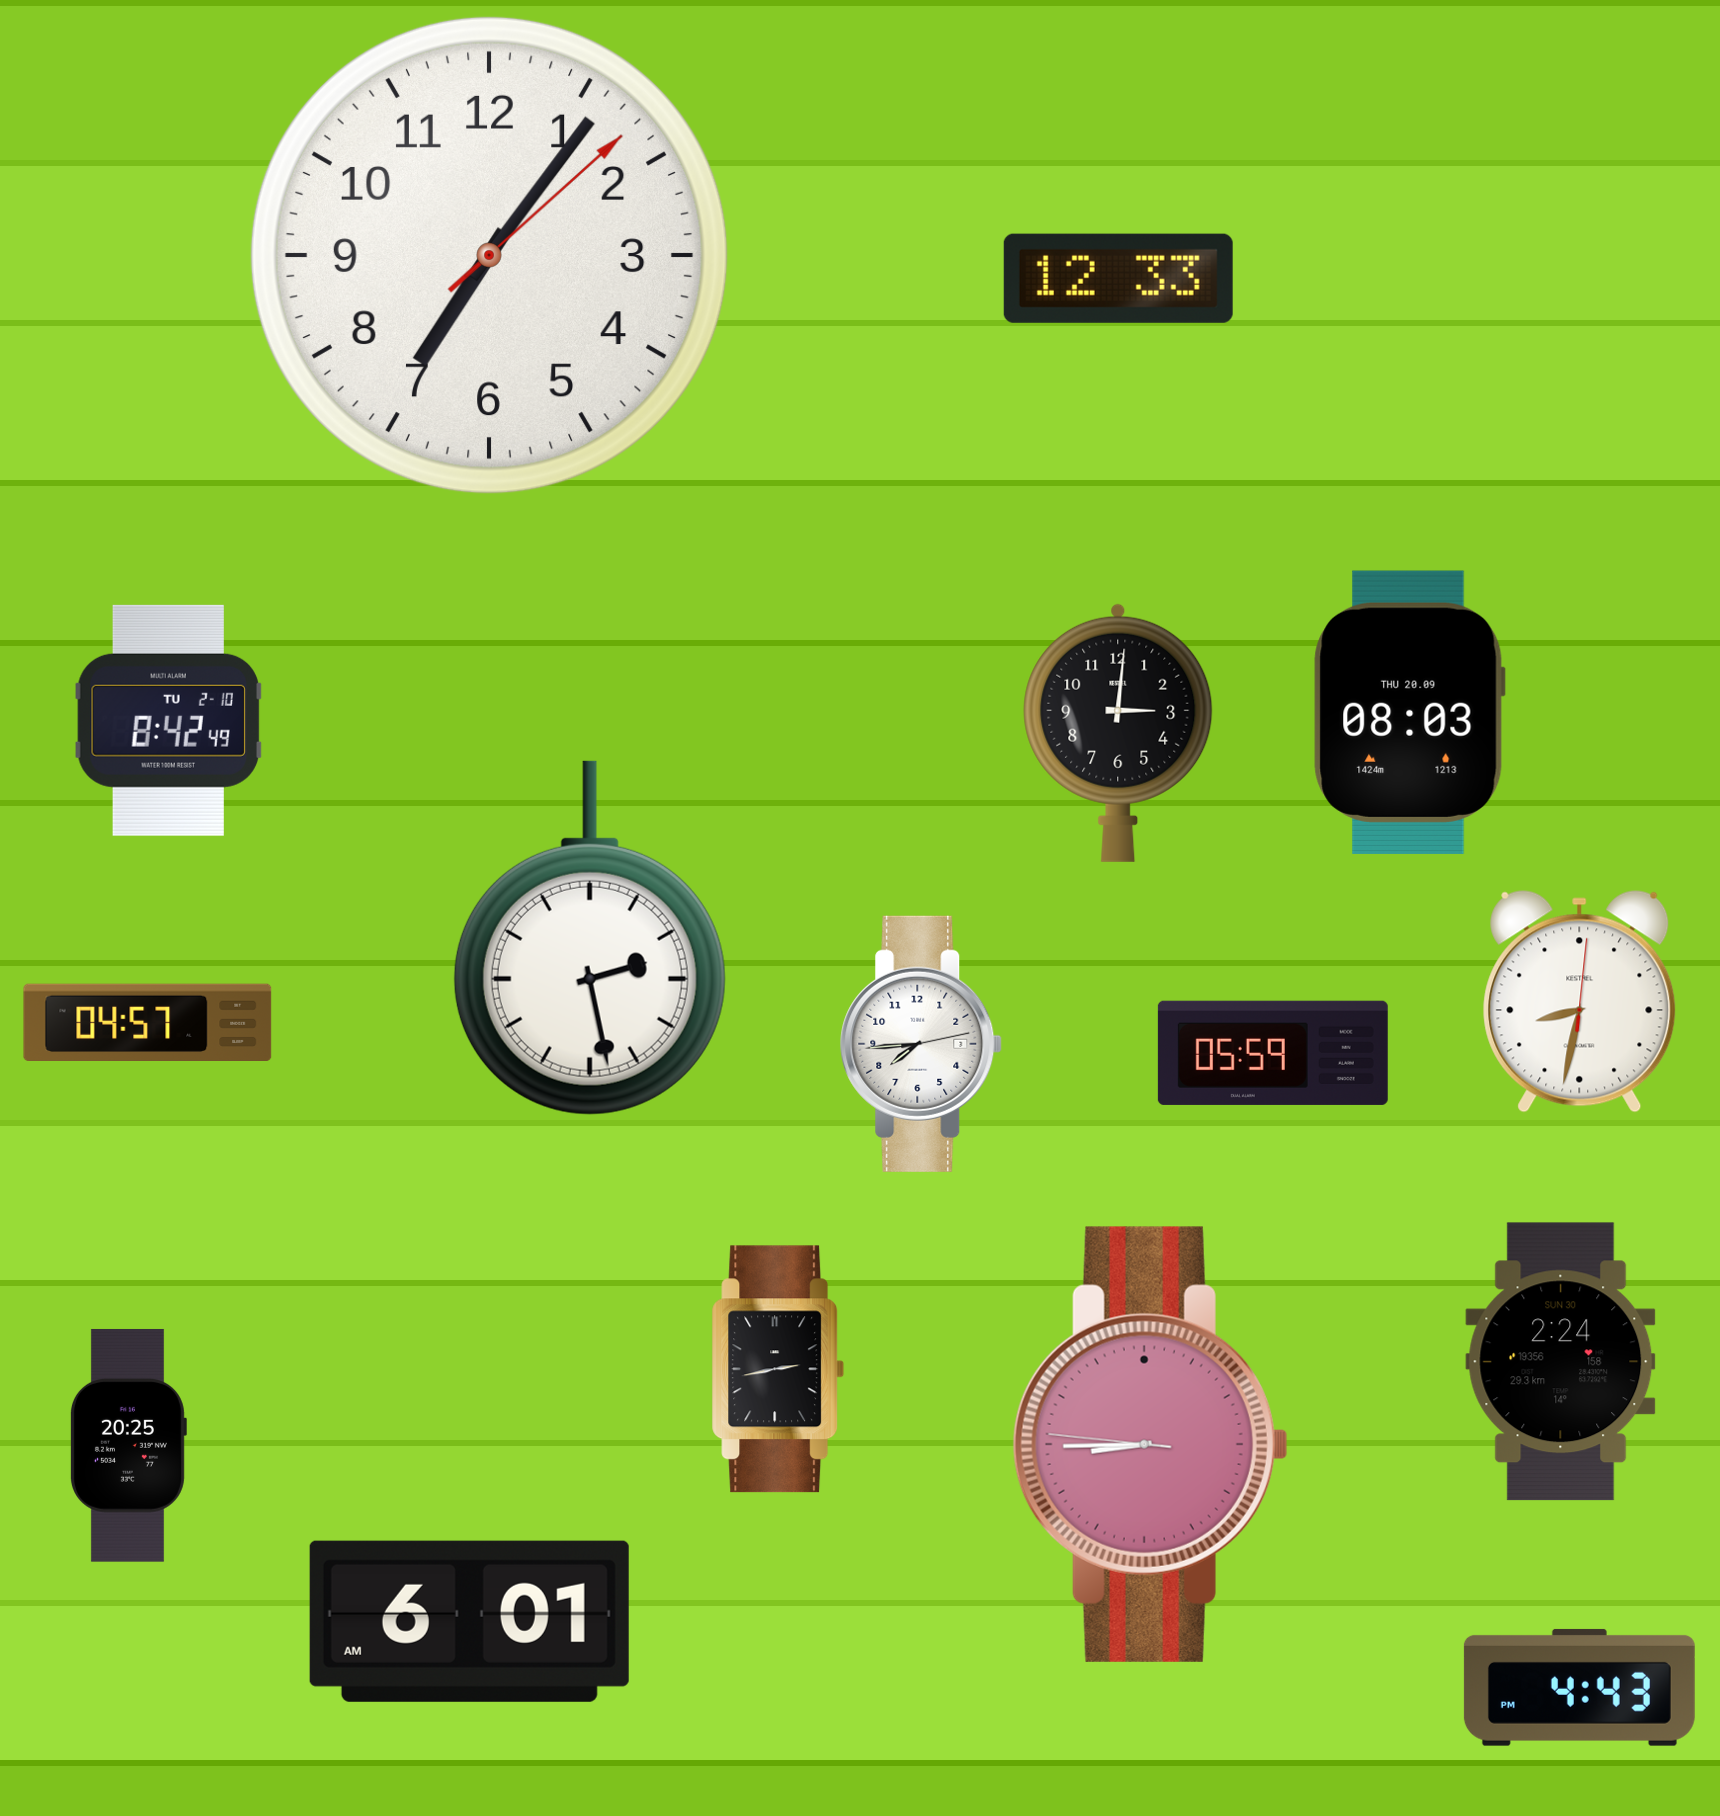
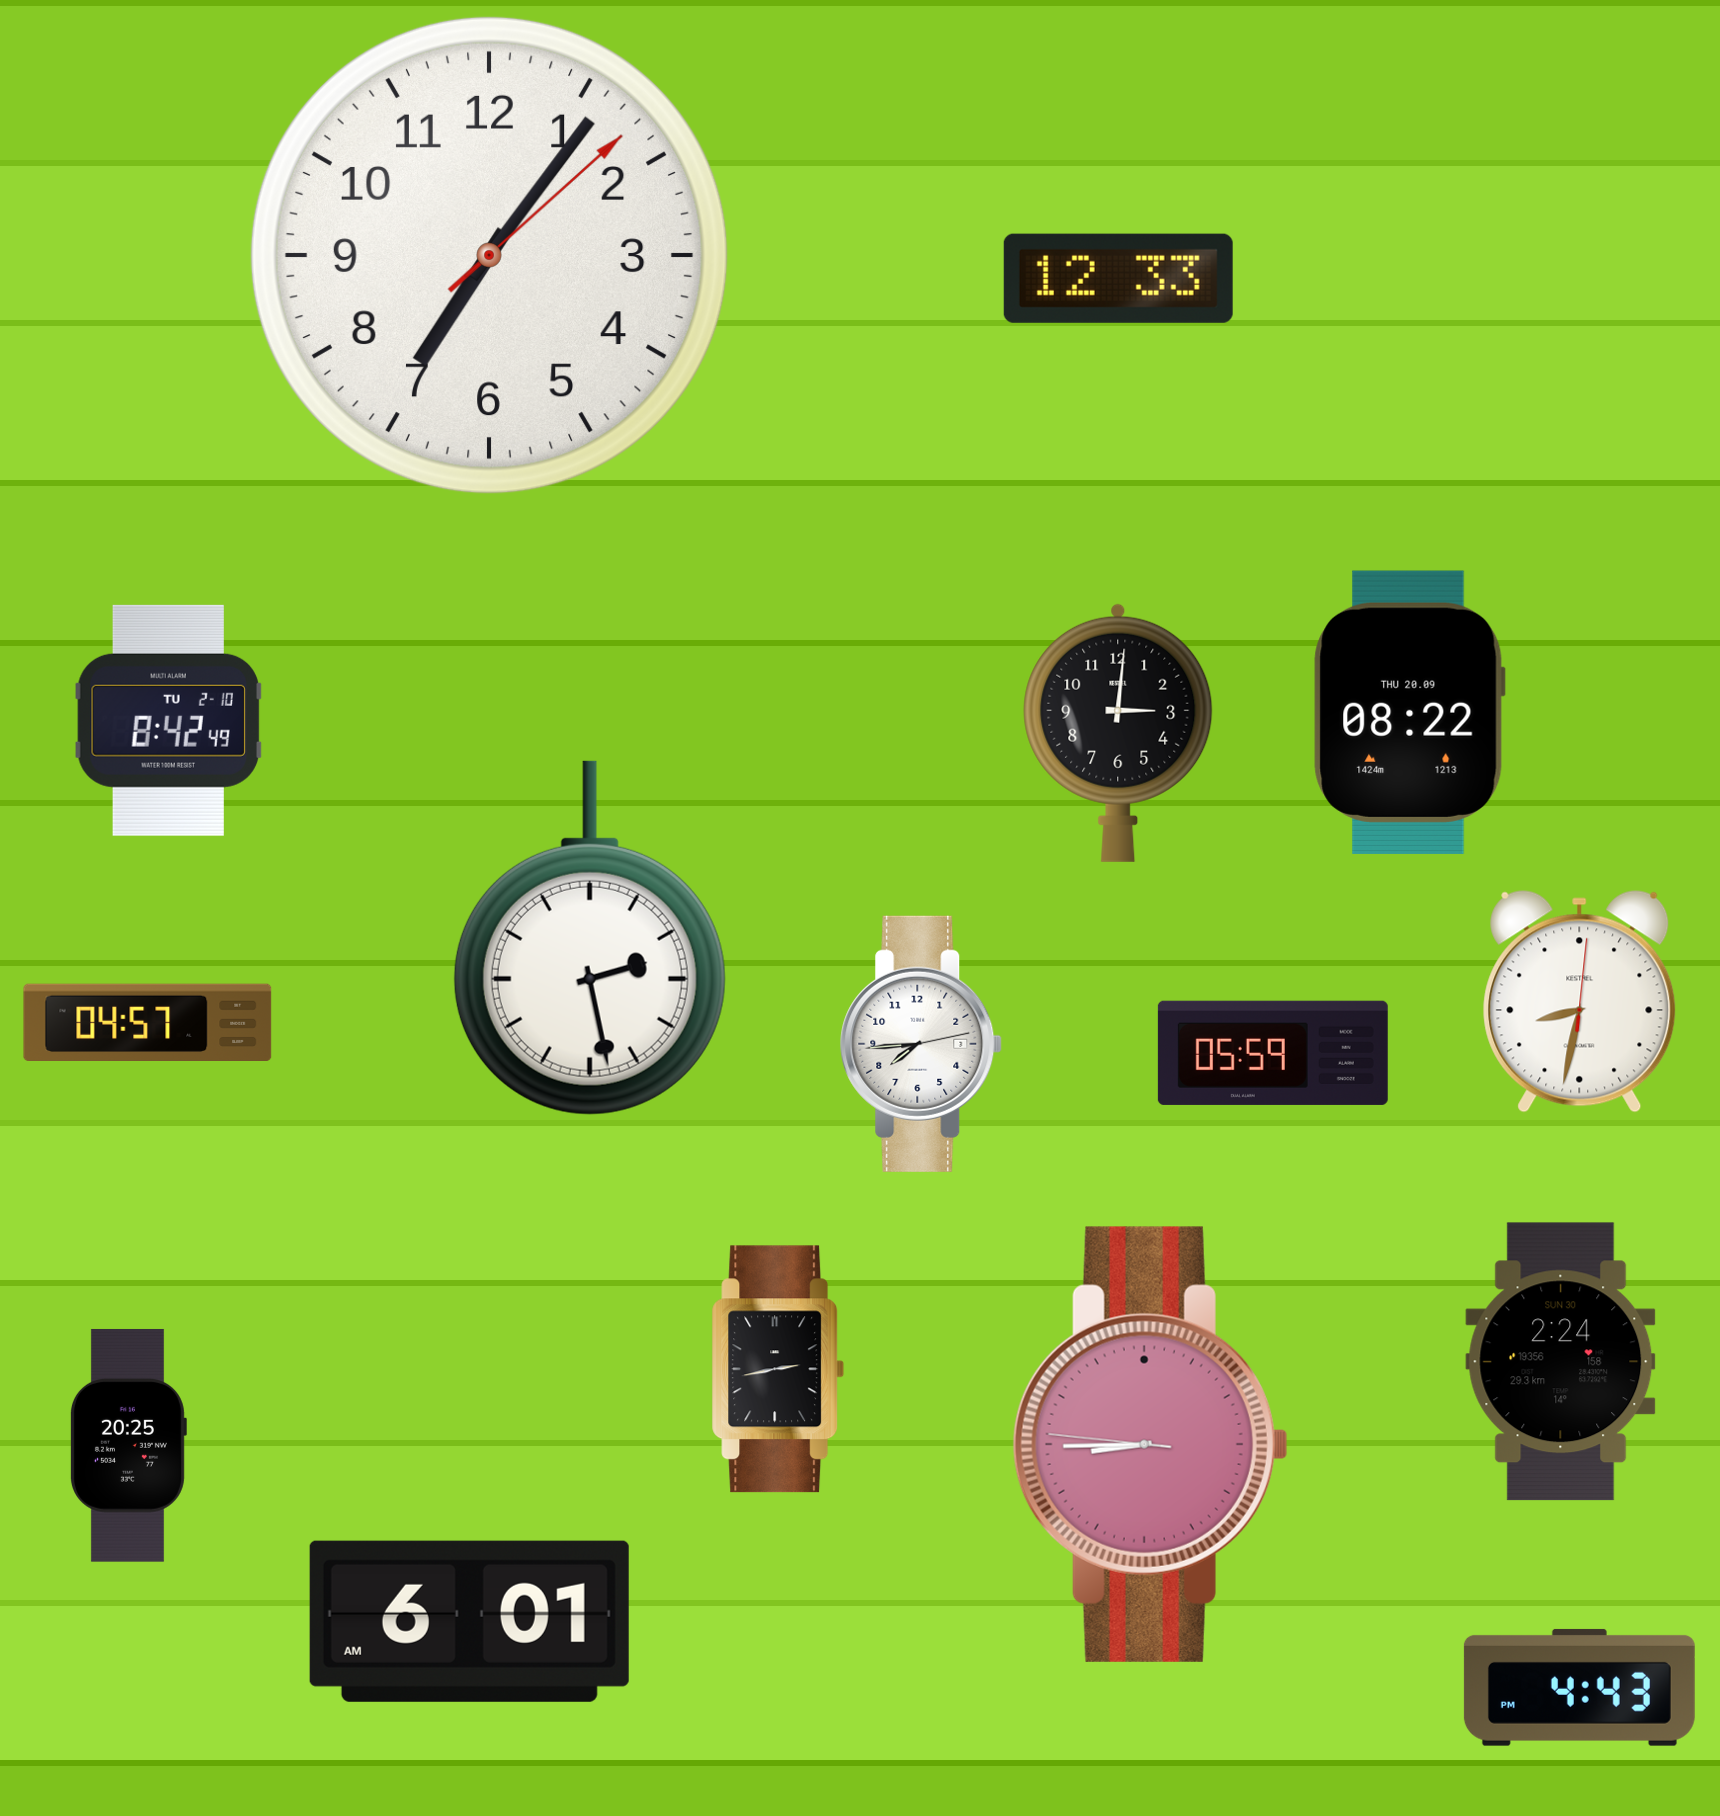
clock at (1409, 712): 08:03 -> 08:22
